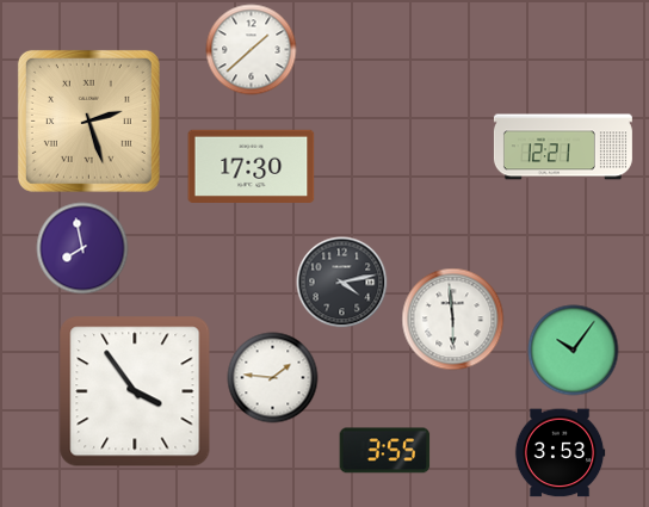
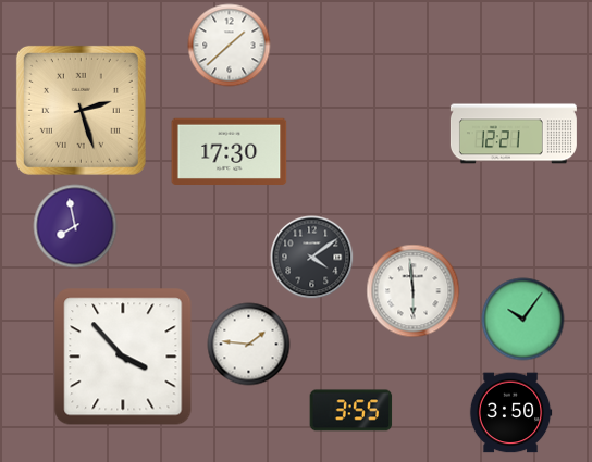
clock at (342, 283): 4:13 -> 4:09
clock at (135, 391): 3:54 -> 3:53
clock at (560, 453): 3:53 -> 3:50
